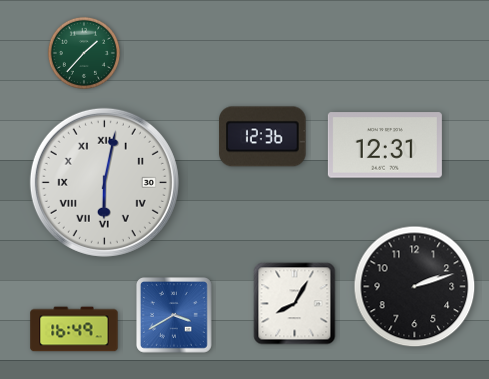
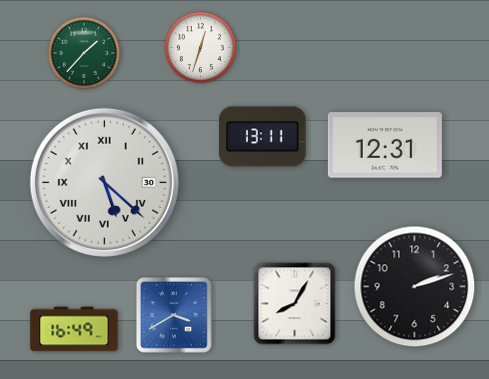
clock at (200, 47): none -> 12:33
clock at (263, 137): 12:36 -> 13:11
clock at (104, 182): 6:02 -> 5:22
